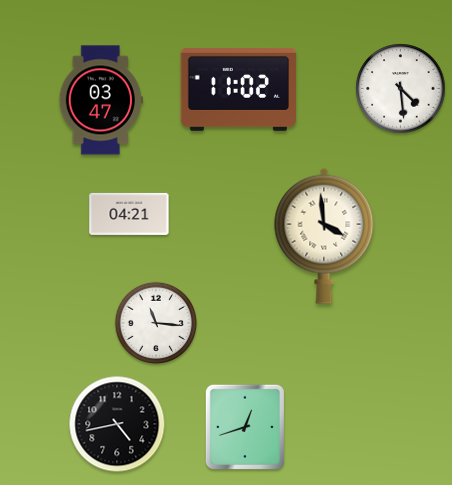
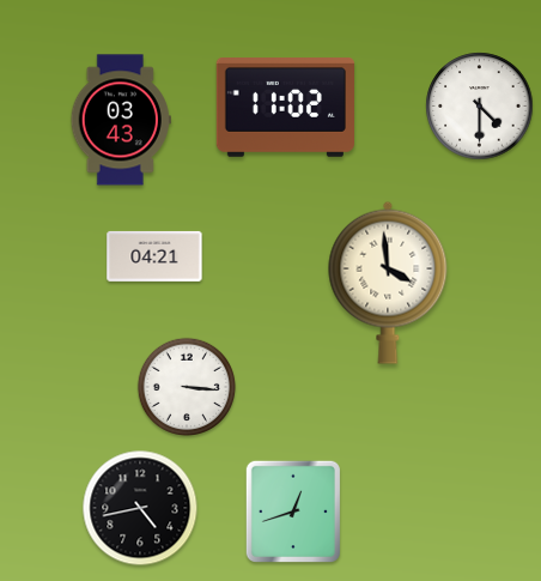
clock at (401, 89): 4:29 -> 4:30
clock at (101, 100): 03:47 -> 03:43
clock at (156, 323): 11:16 -> 3:16
